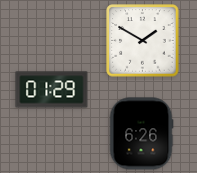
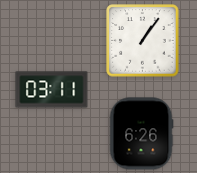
clock at (143, 41): 1:50 -> 1:06
clock at (52, 90): 01:29 -> 03:11
